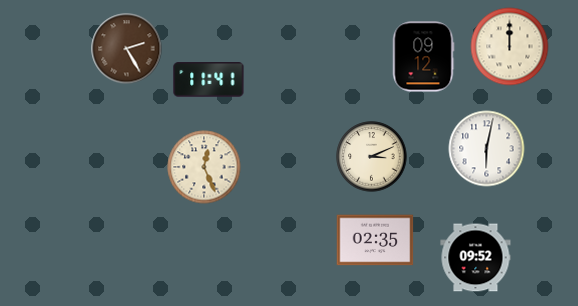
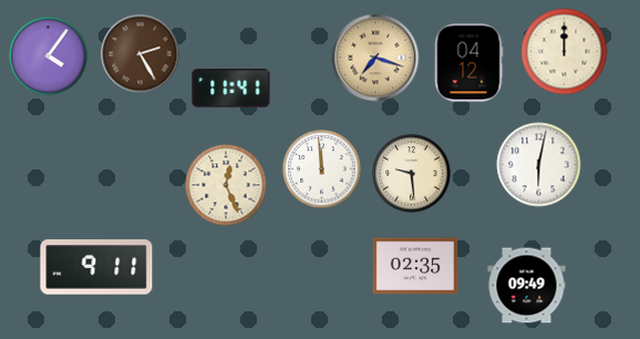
clock at (49, 56): none -> 4:06
clock at (375, 58): none -> 7:18
clock at (423, 57): 09:12 -> 04:12
clock at (322, 169): none -> 11:59
clock at (372, 157): 3:11 -> 9:29
clock at (96, 267): none -> 9:11
clock at (476, 258): 09:52 -> 09:49
